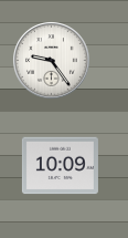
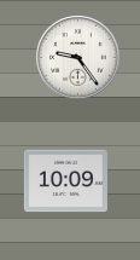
clock at (52, 61) position: (52, 61) -> (78, 58)
